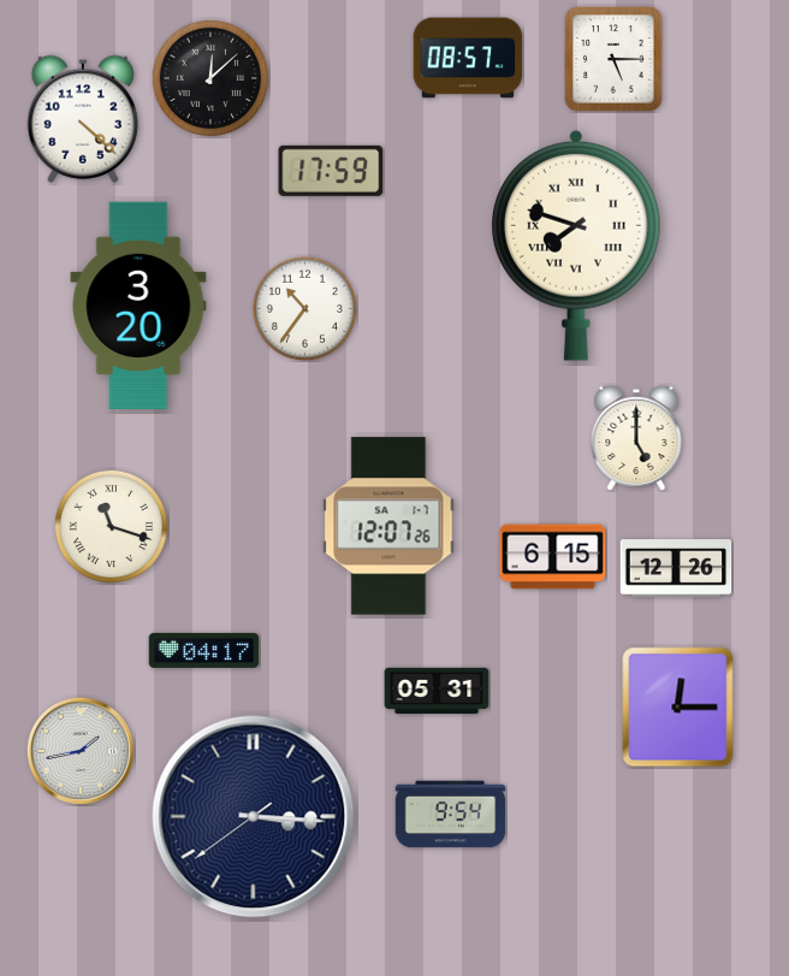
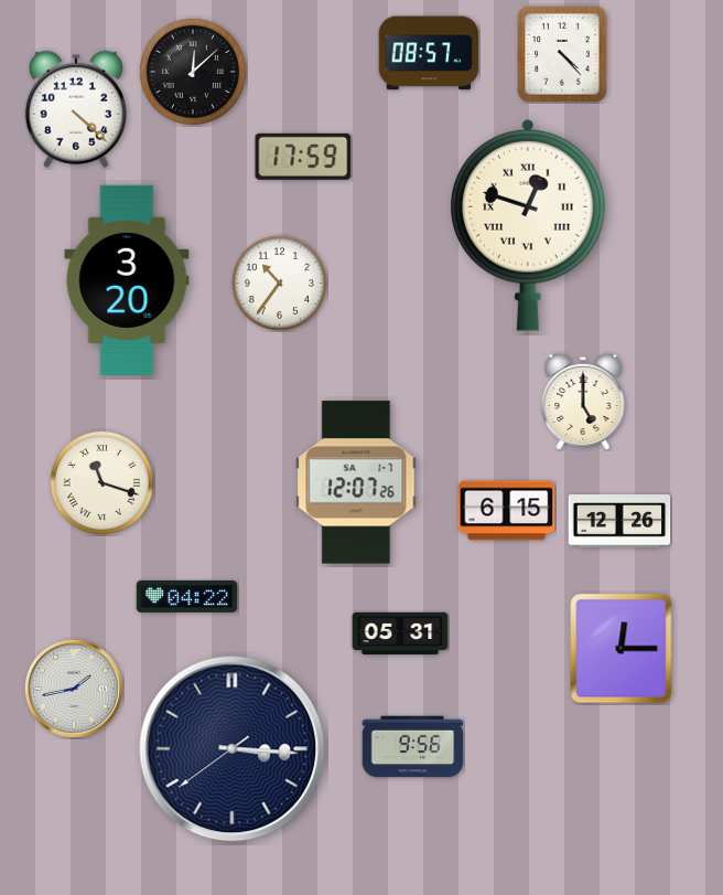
clock at (613, 59): 5:15 -> 4:23
clock at (577, 246): 7:48 -> 12:48
clock at (204, 650): 04:17 -> 04:22
clock at (451, 815): 9:54 -> 9:56
